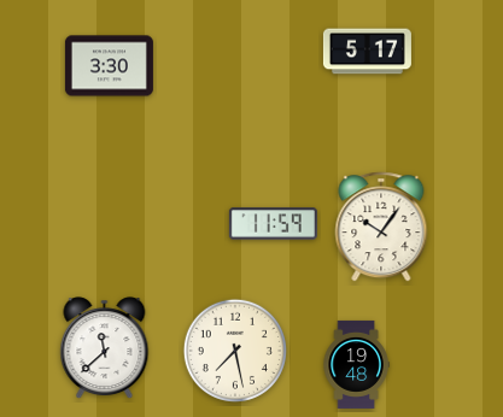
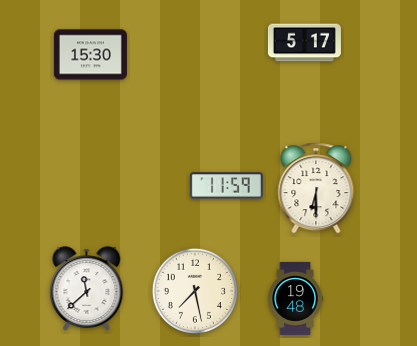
clock at (109, 66): 3:30 -> 15:30
clock at (381, 227): 10:06 -> 6:30
clock at (356, 364) position: (356, 364) -> (295, 298)
